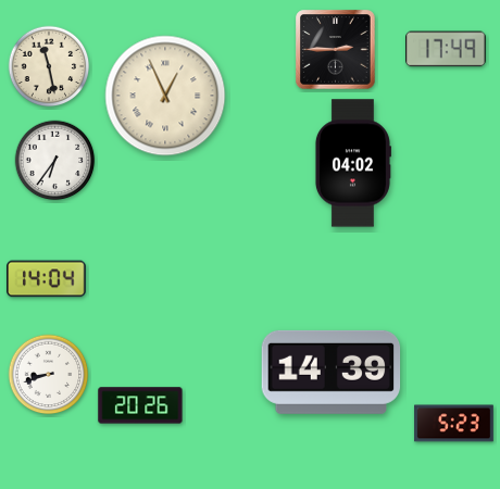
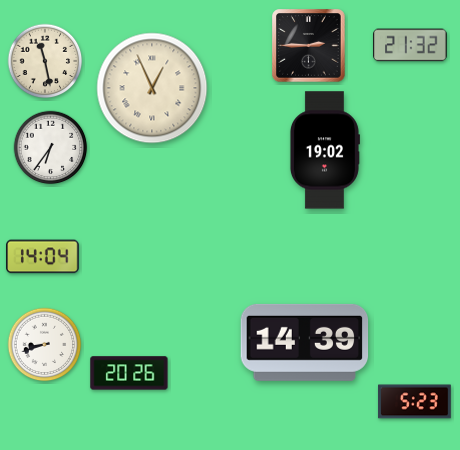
clock at (446, 49): 17:49 -> 21:32
clock at (352, 163): 04:02 -> 19:02
clock at (454, 424) position: (454, 424) -> (415, 402)
